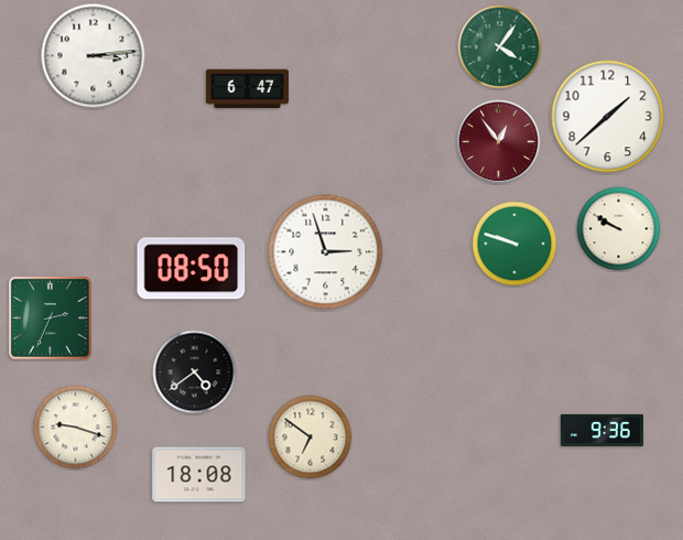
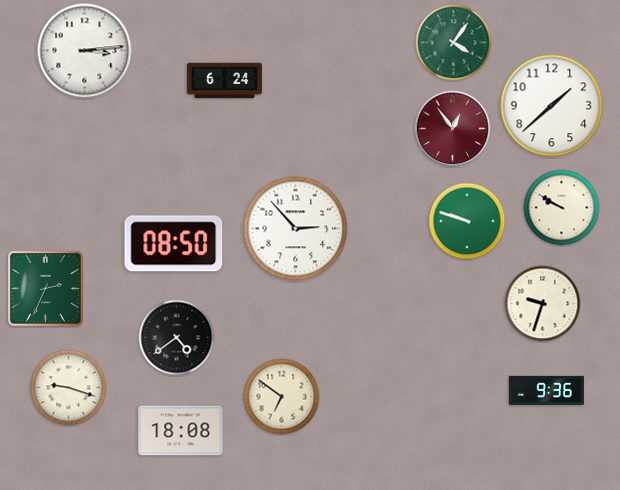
clock at (247, 89): 6:47 -> 6:24
clock at (326, 252): 2:57 -> 2:53
clock at (543, 304): none -> 9:33
